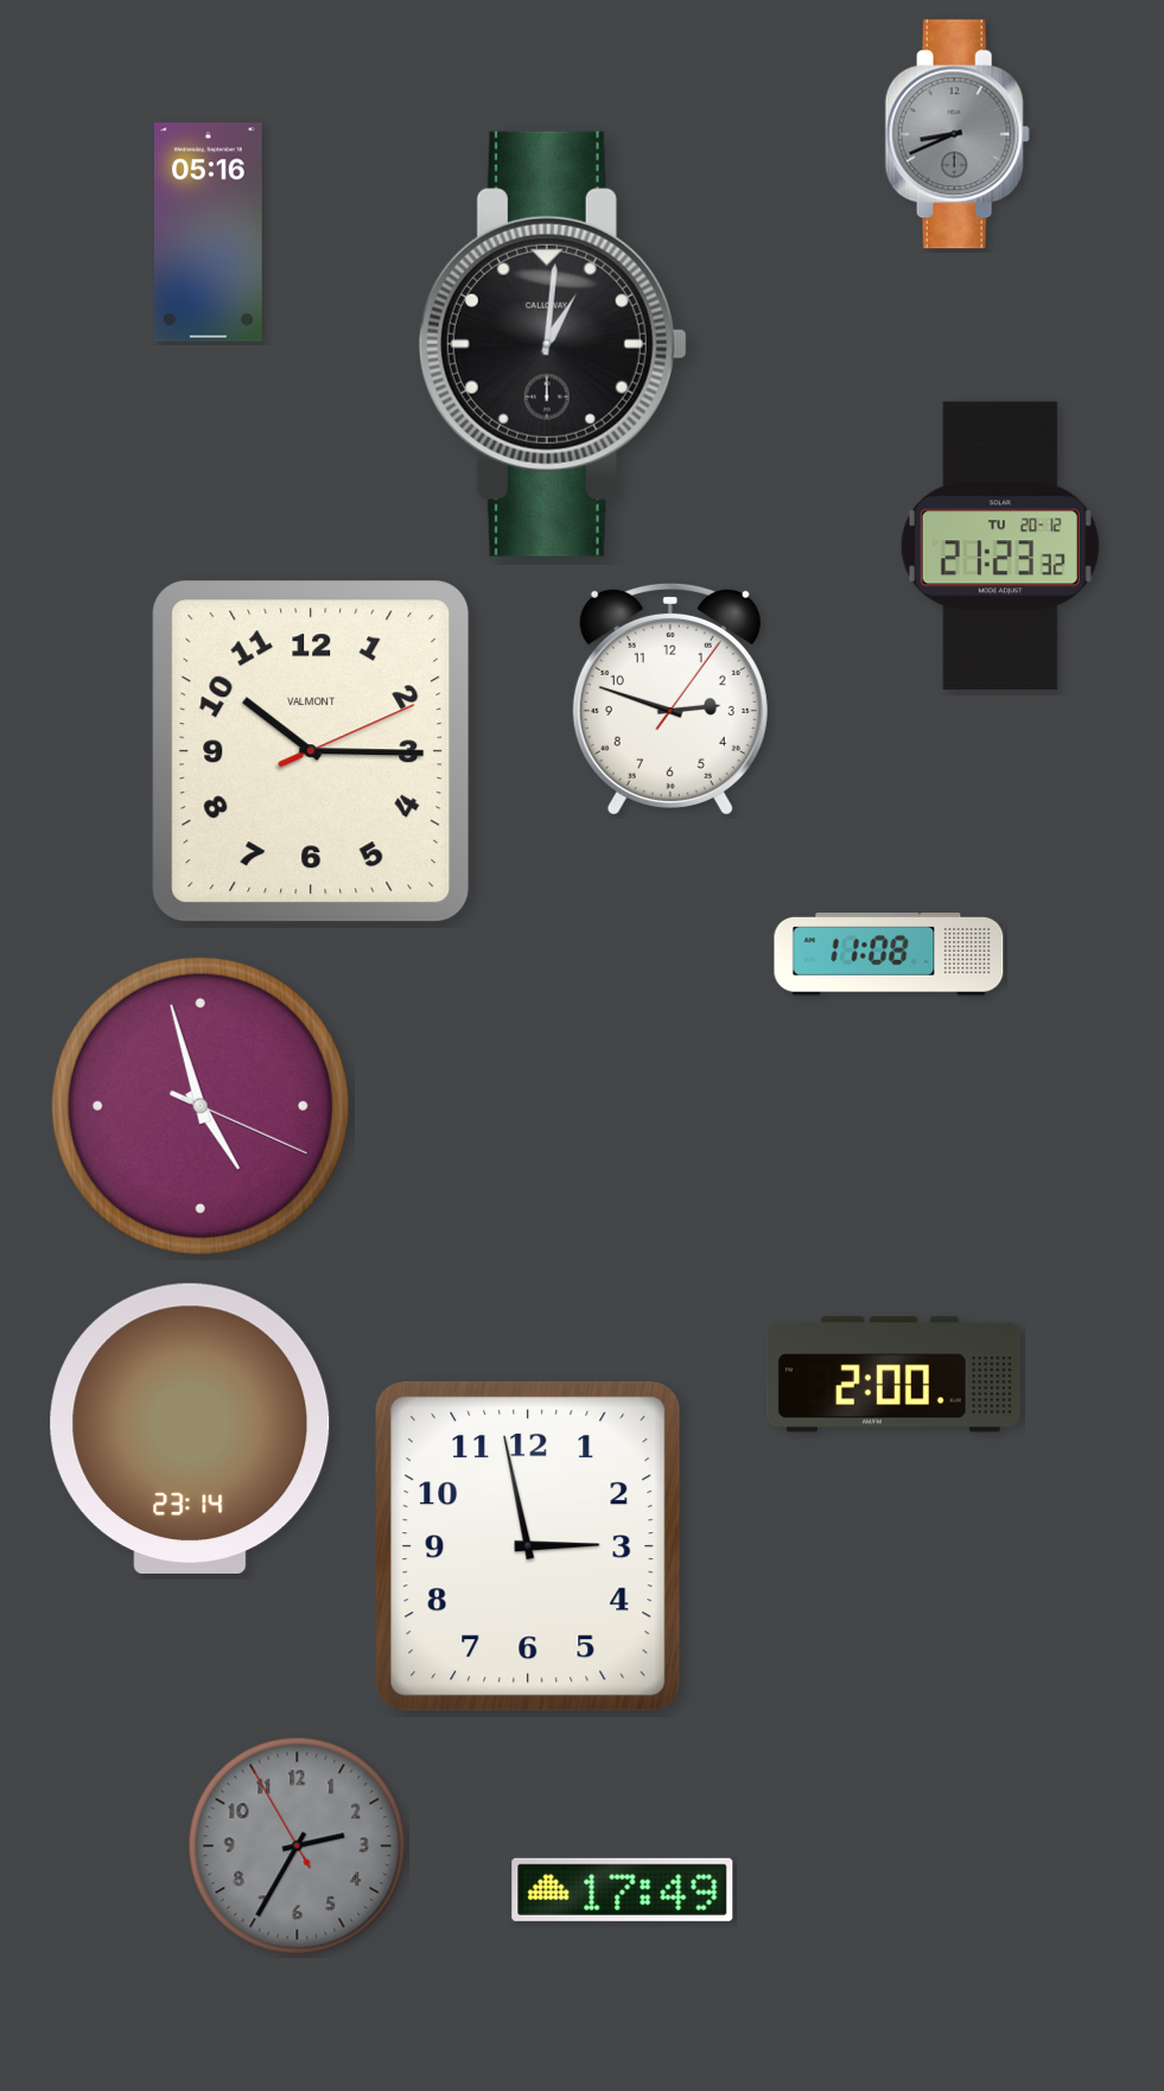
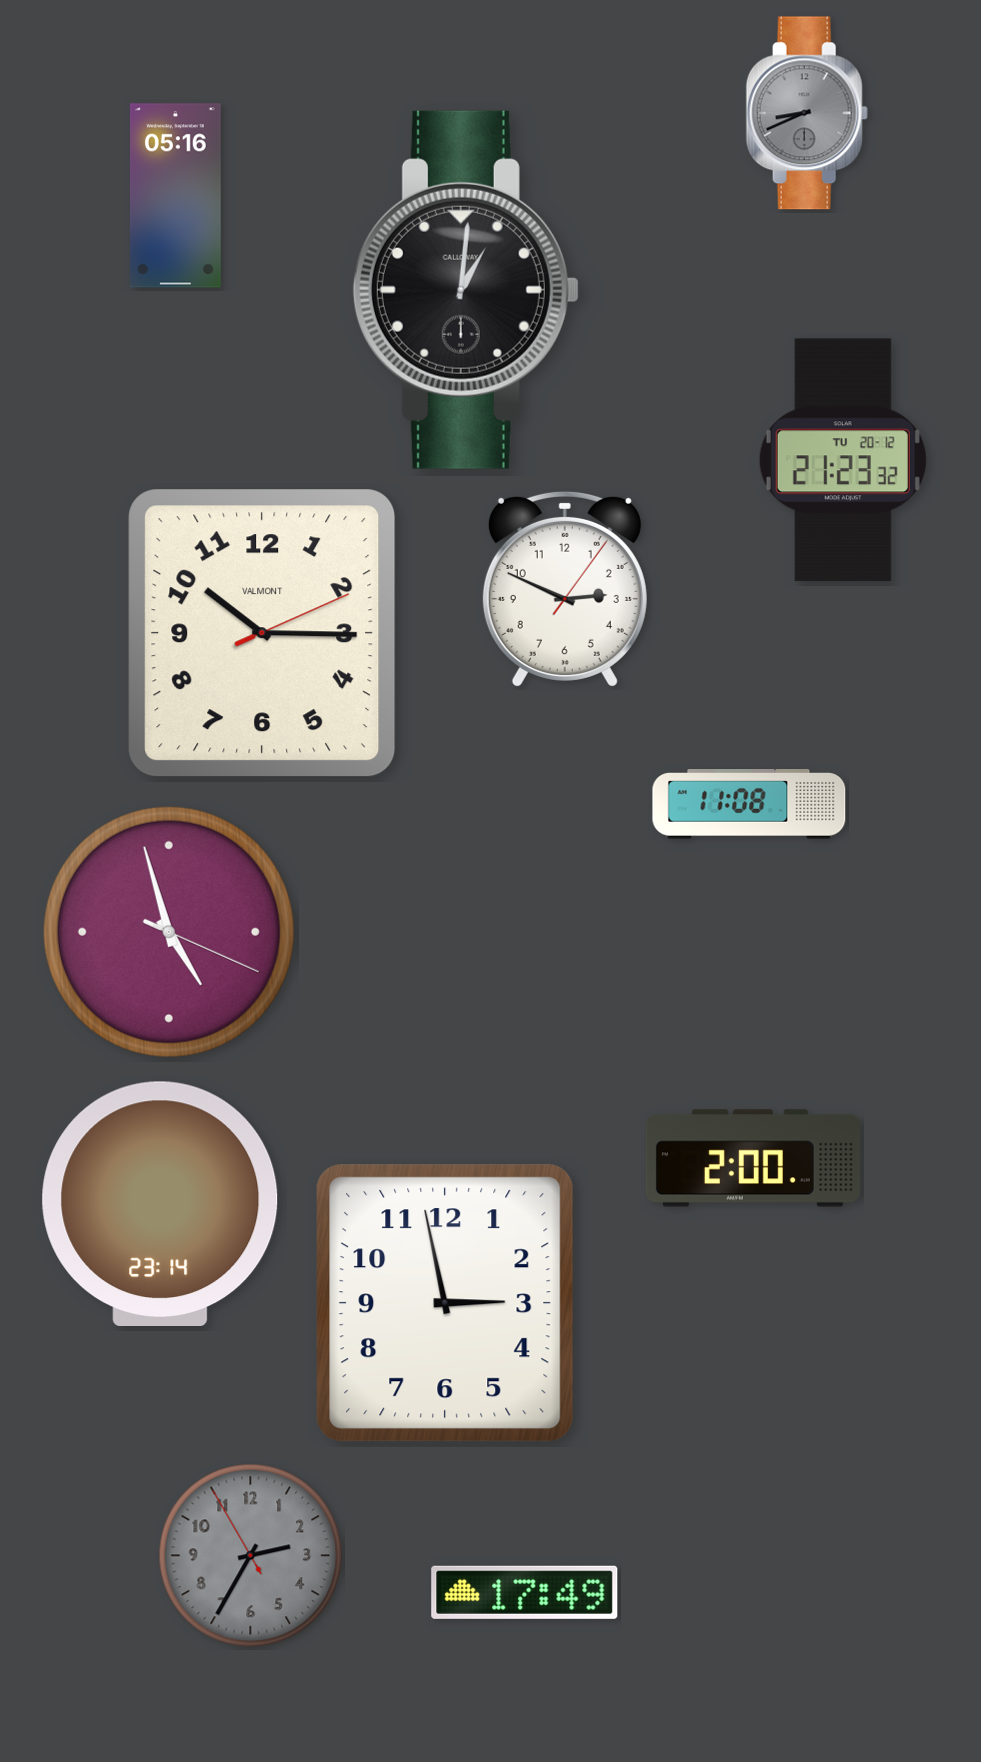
clock at (670, 699): 2:48 -> 2:49
